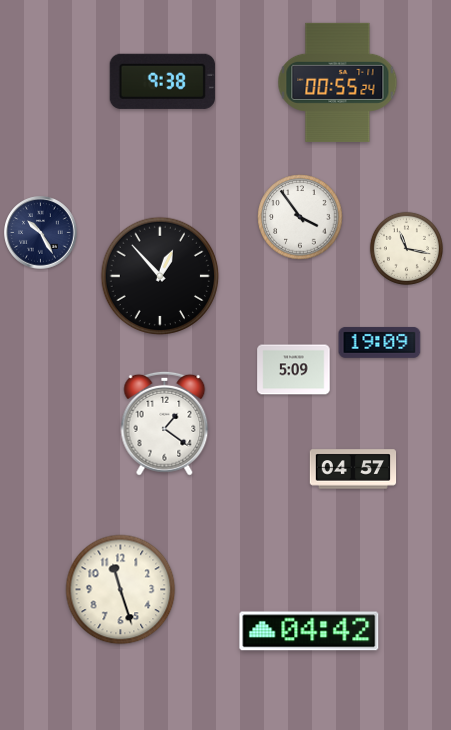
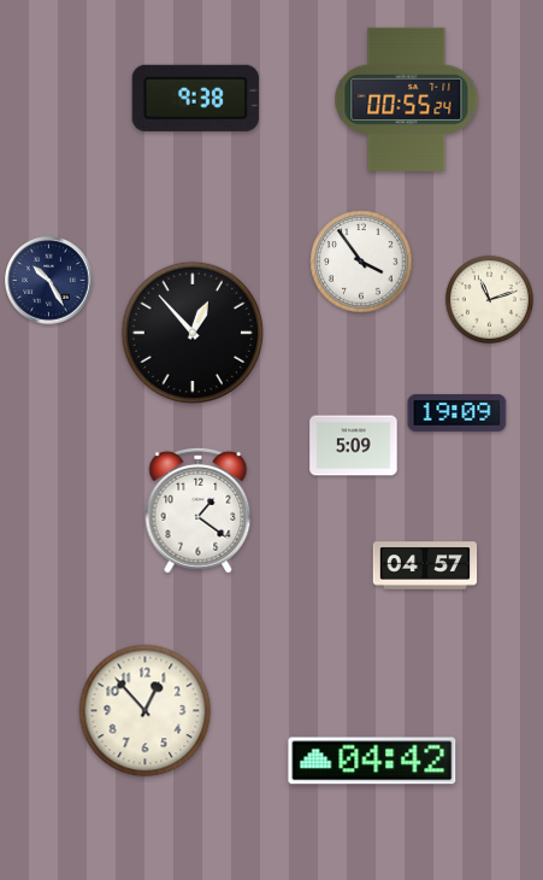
clock at (406, 248): 11:17 -> 11:12
clock at (121, 590): 11:27 -> 12:53
